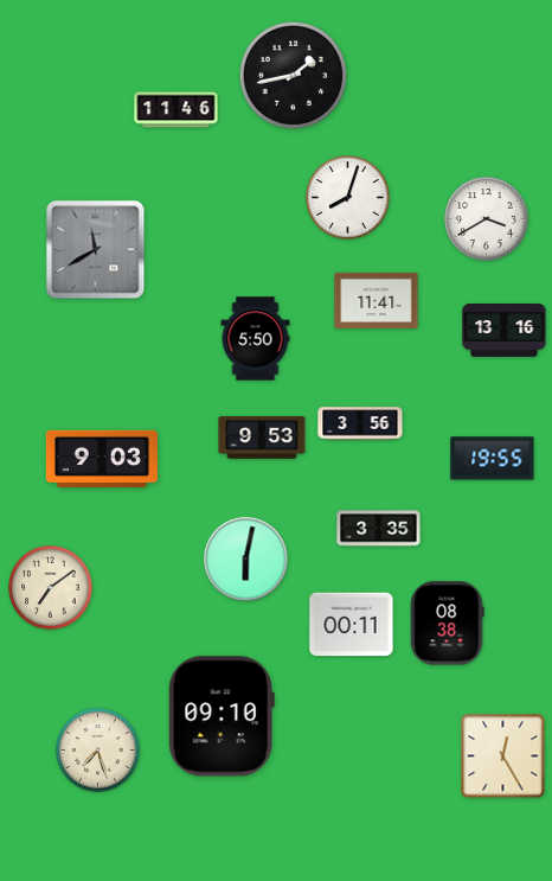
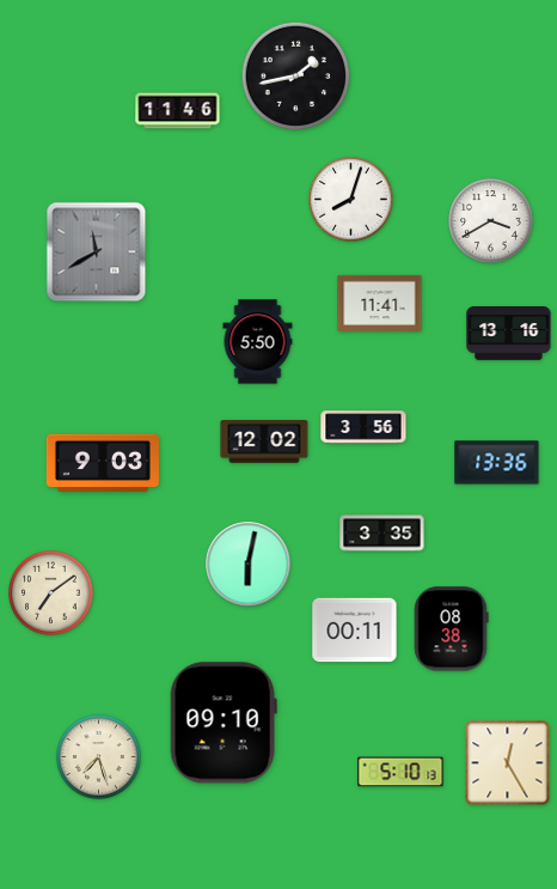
clock at (262, 438): 9:53 -> 12:02
clock at (493, 459): 19:55 -> 13:36
clock at (400, 772): none -> 5:10
